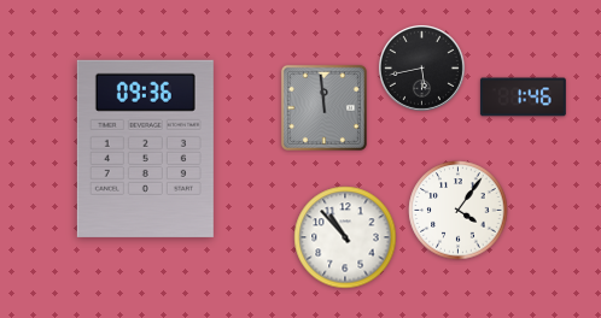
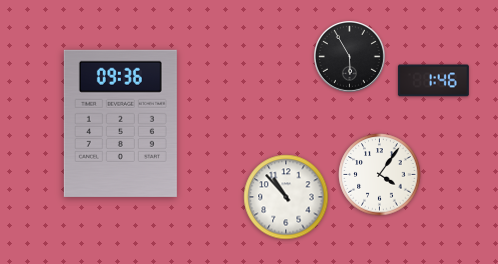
clock at (421, 67): 5:43 -> 5:55
clock at (323, 107): 11:59 -> none
